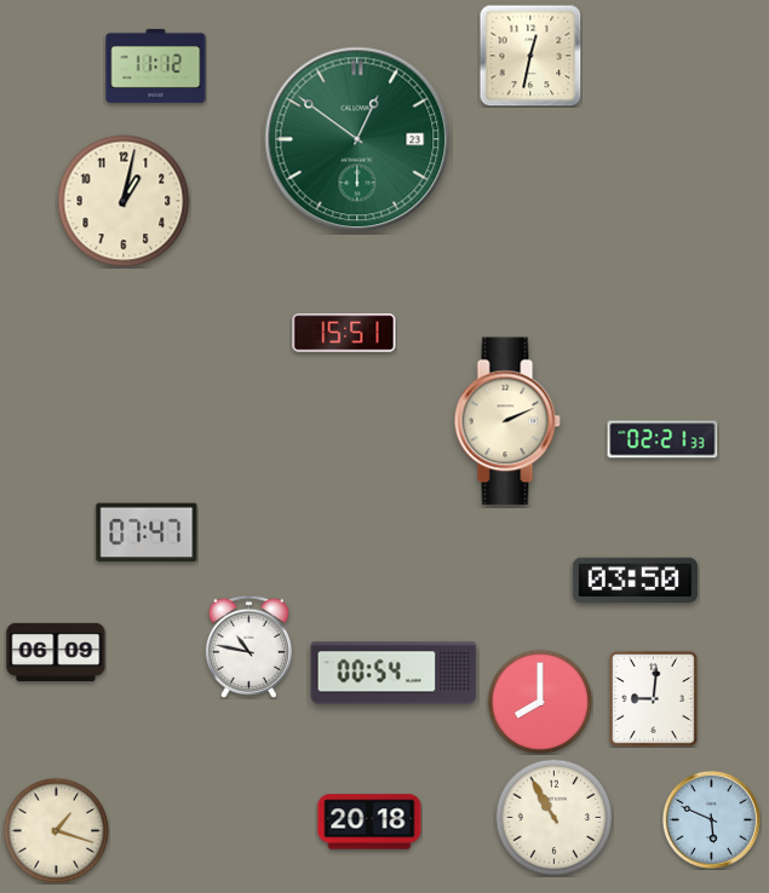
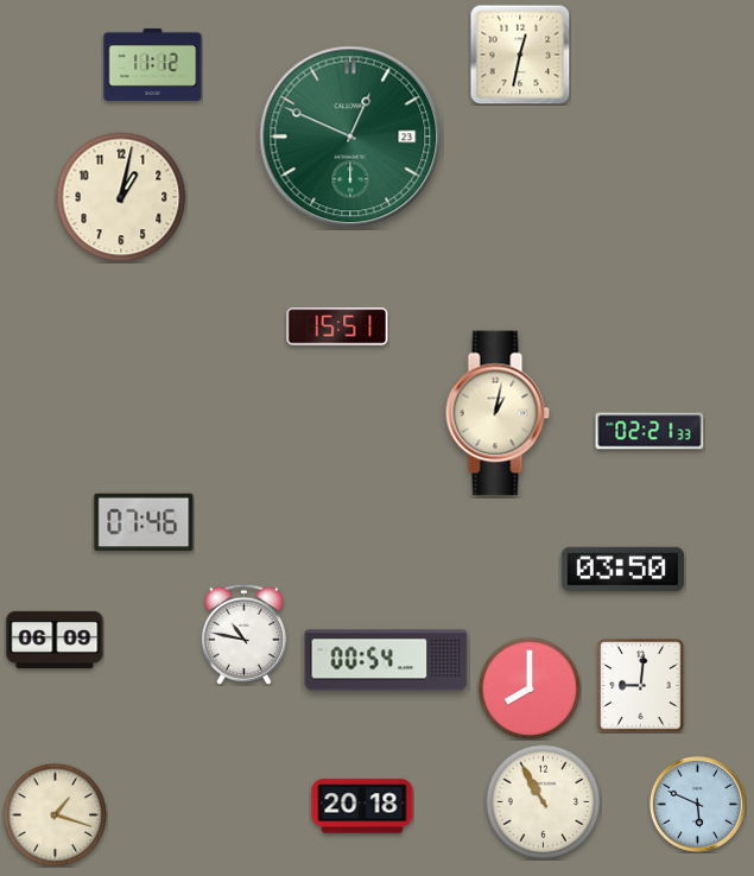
clock at (357, 139): 12:51 -> 12:49
clock at (507, 421): 2:11 -> 1:02
clock at (147, 532): 07:47 -> 07:46
